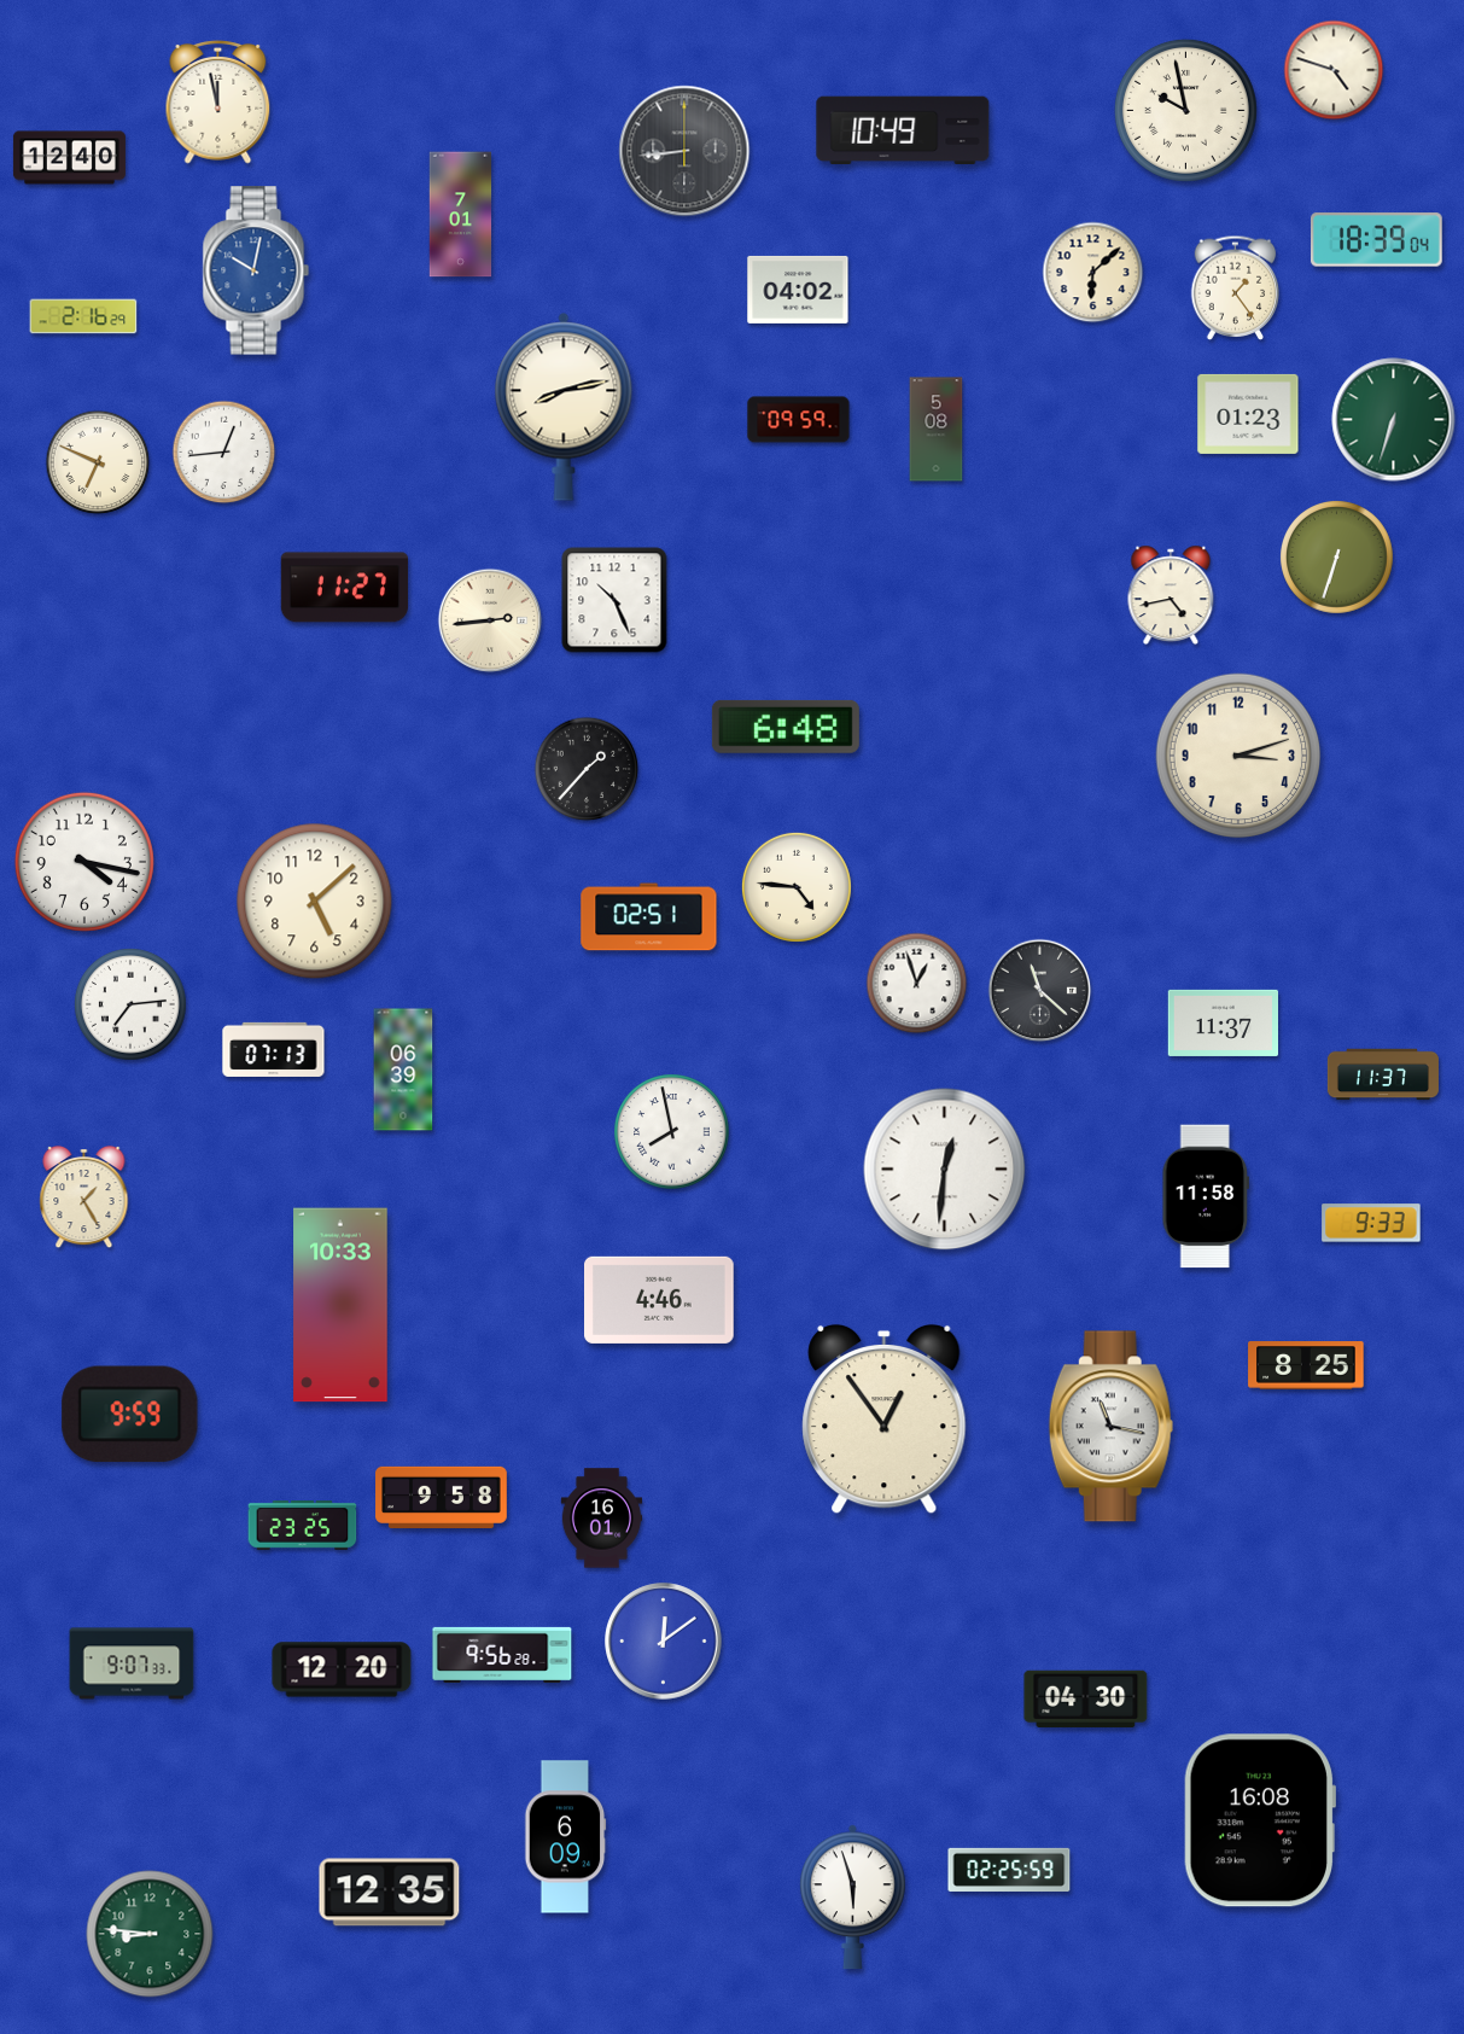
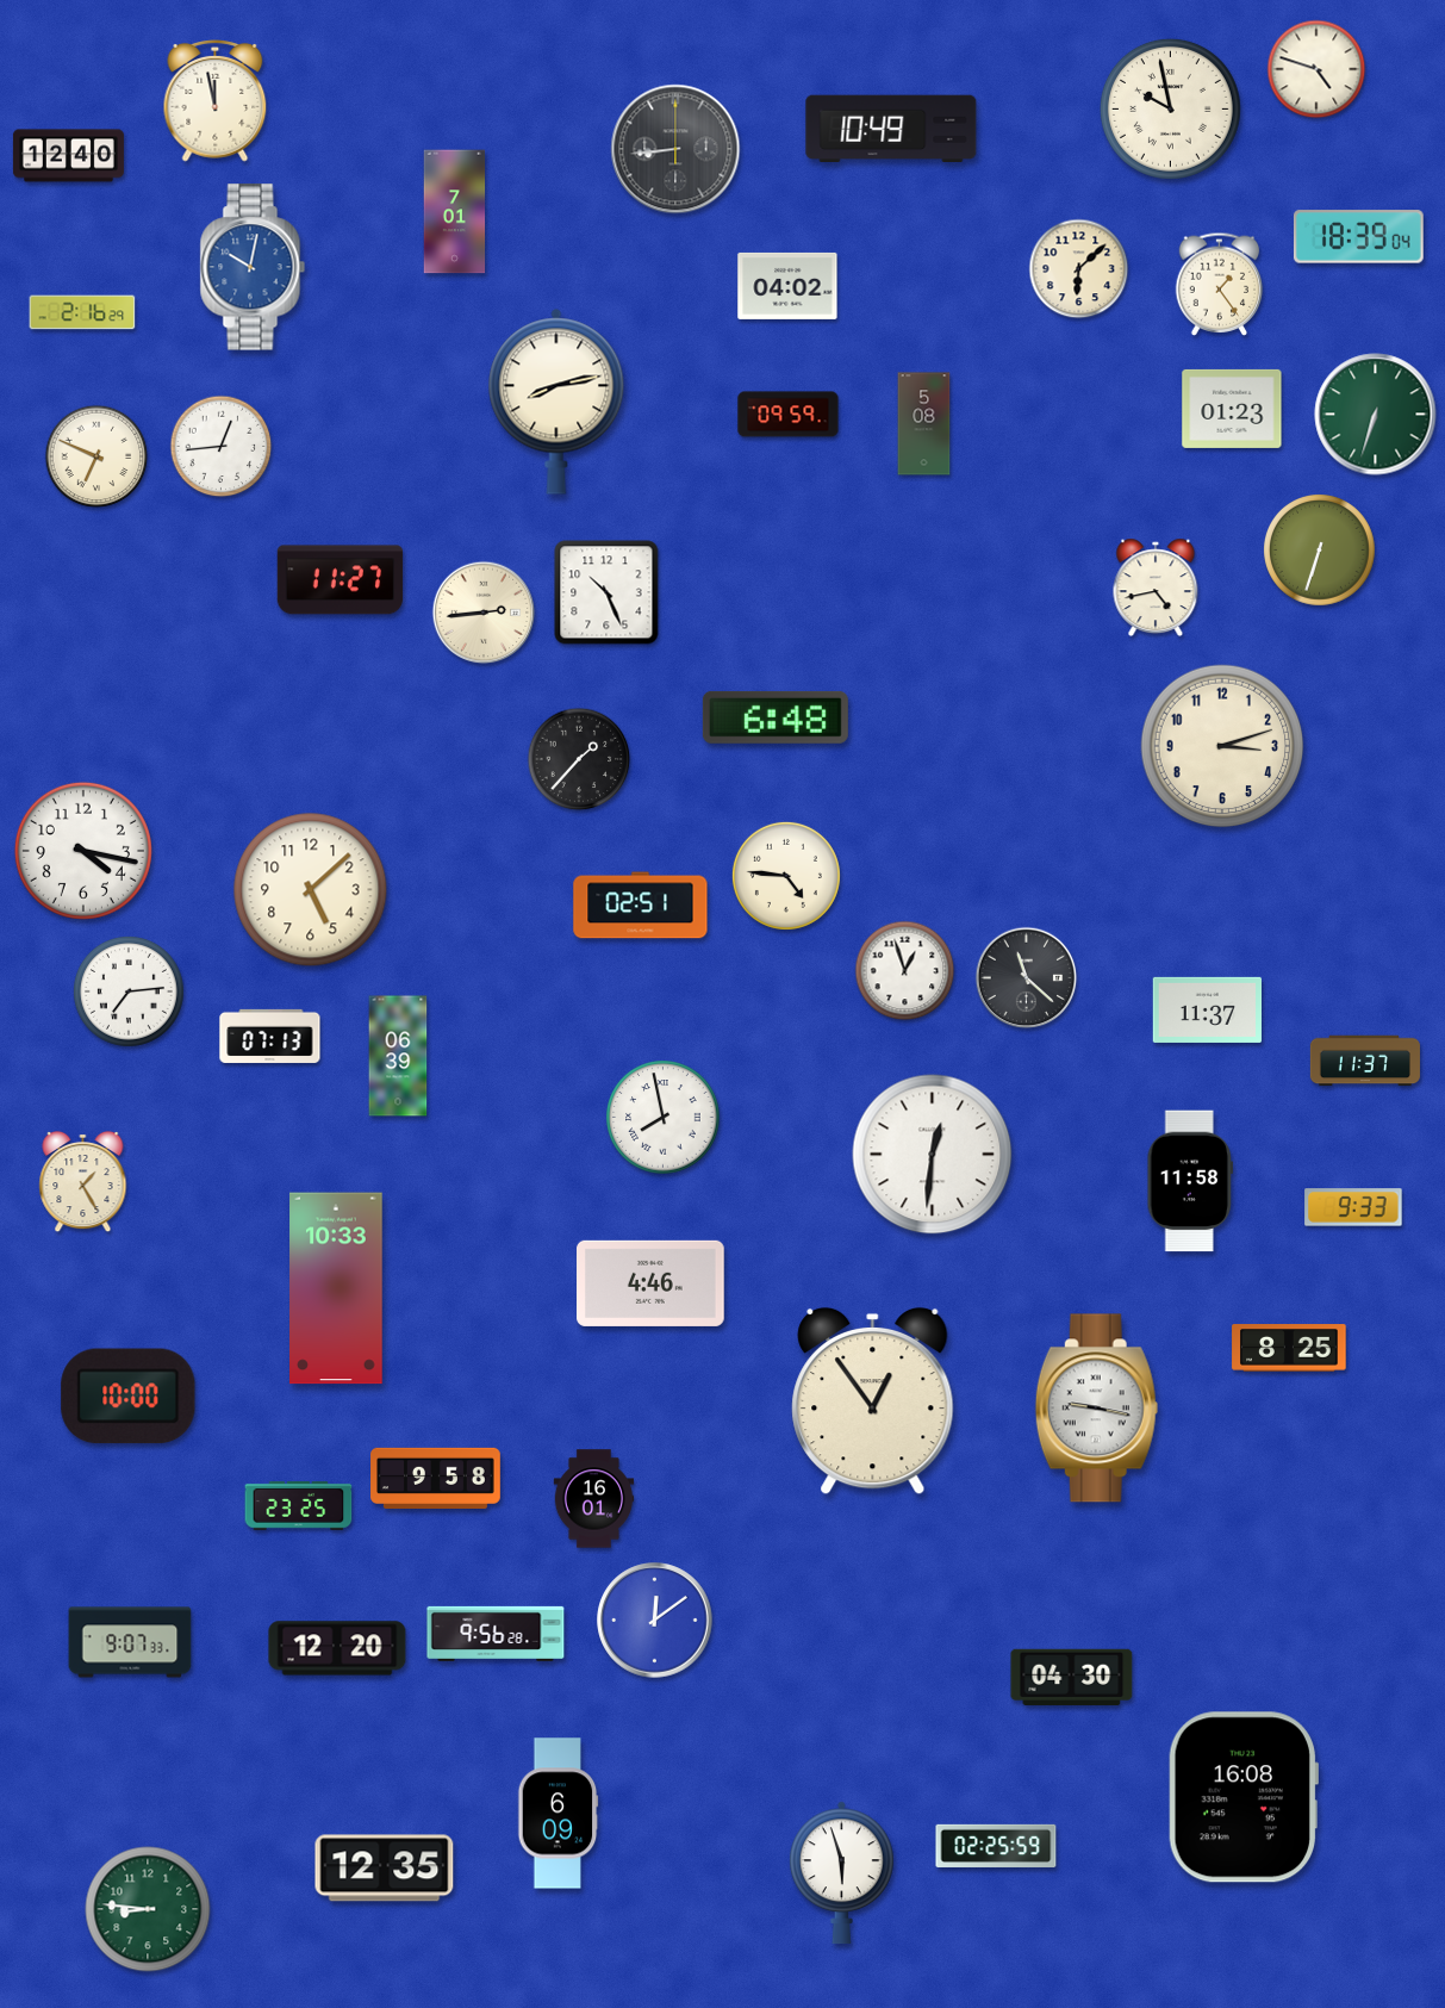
clock at (130, 1415): 9:59 -> 10:00
clock at (1110, 1427): 11:17 -> 9:17
